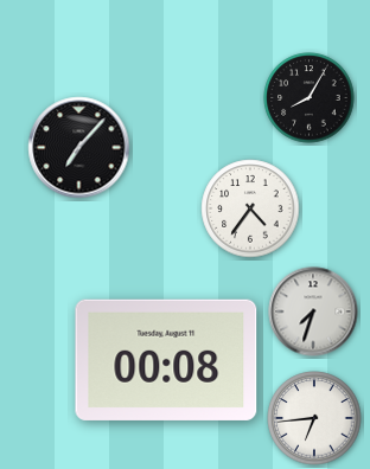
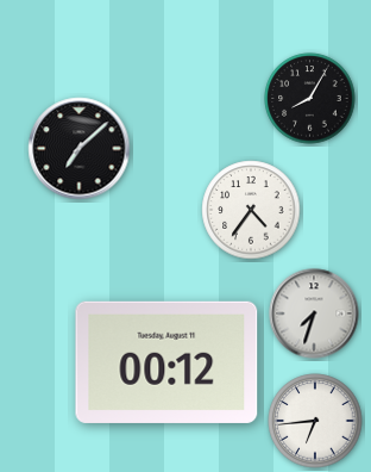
clock at (79, 148): 7:07 -> 7:08
clock at (166, 360): 00:08 -> 00:12
